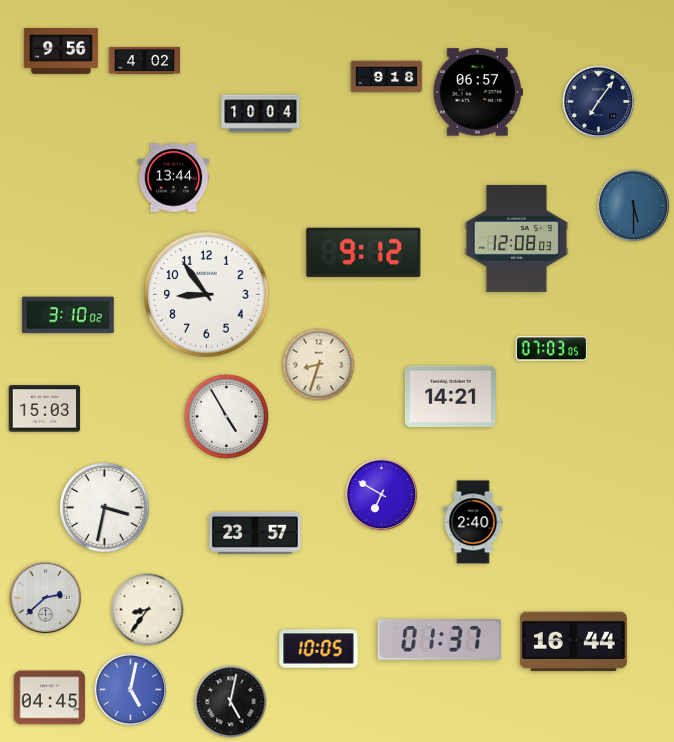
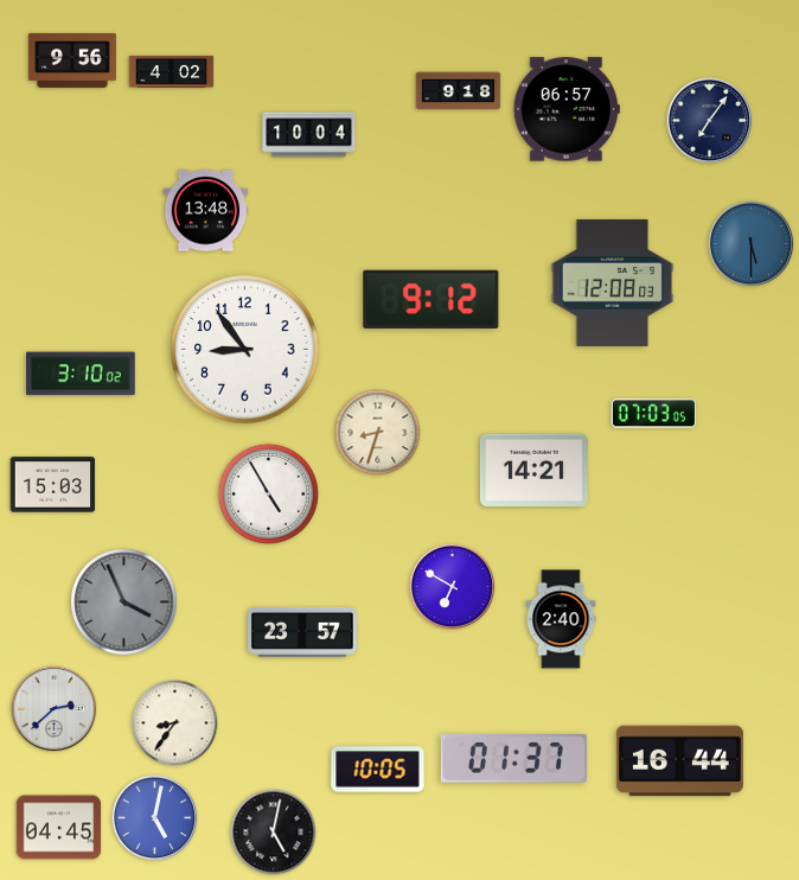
clock at (174, 178): 13:44 -> 13:48
clock at (105, 508): 3:32 -> 3:56
clock at (105, 508) dial: white -> grey
clock at (439, 640) position: (439, 640) -> (513, 759)
